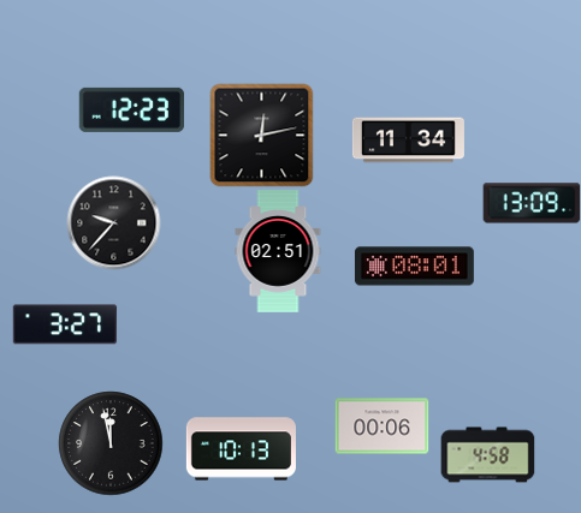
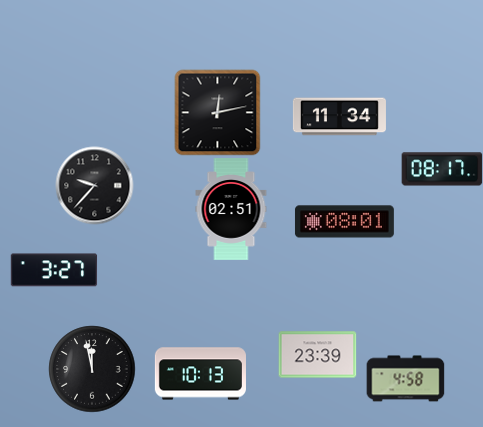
clock at (131, 109): 12:23 -> none
clock at (532, 203): 13:09 -> 08:17
clock at (381, 426): 00:06 -> 23:39
